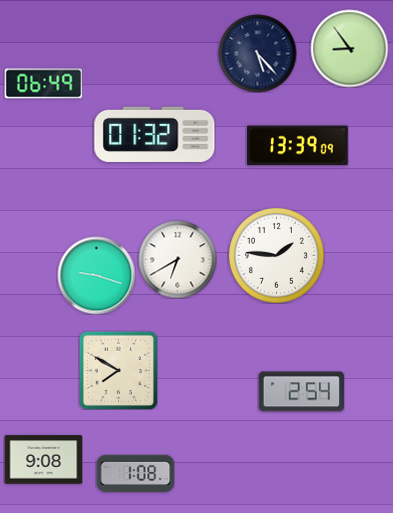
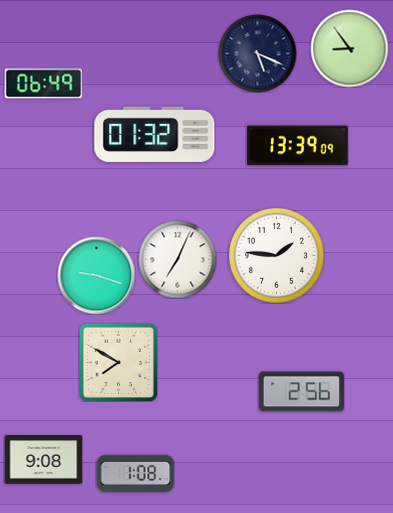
clock at (257, 53): 5:23 -> 5:19
clock at (177, 259): 6:40 -> 7:04
clock at (118, 370) position: (118, 370) -> (118, 362)
clock at (301, 392): 2:54 -> 2:56
